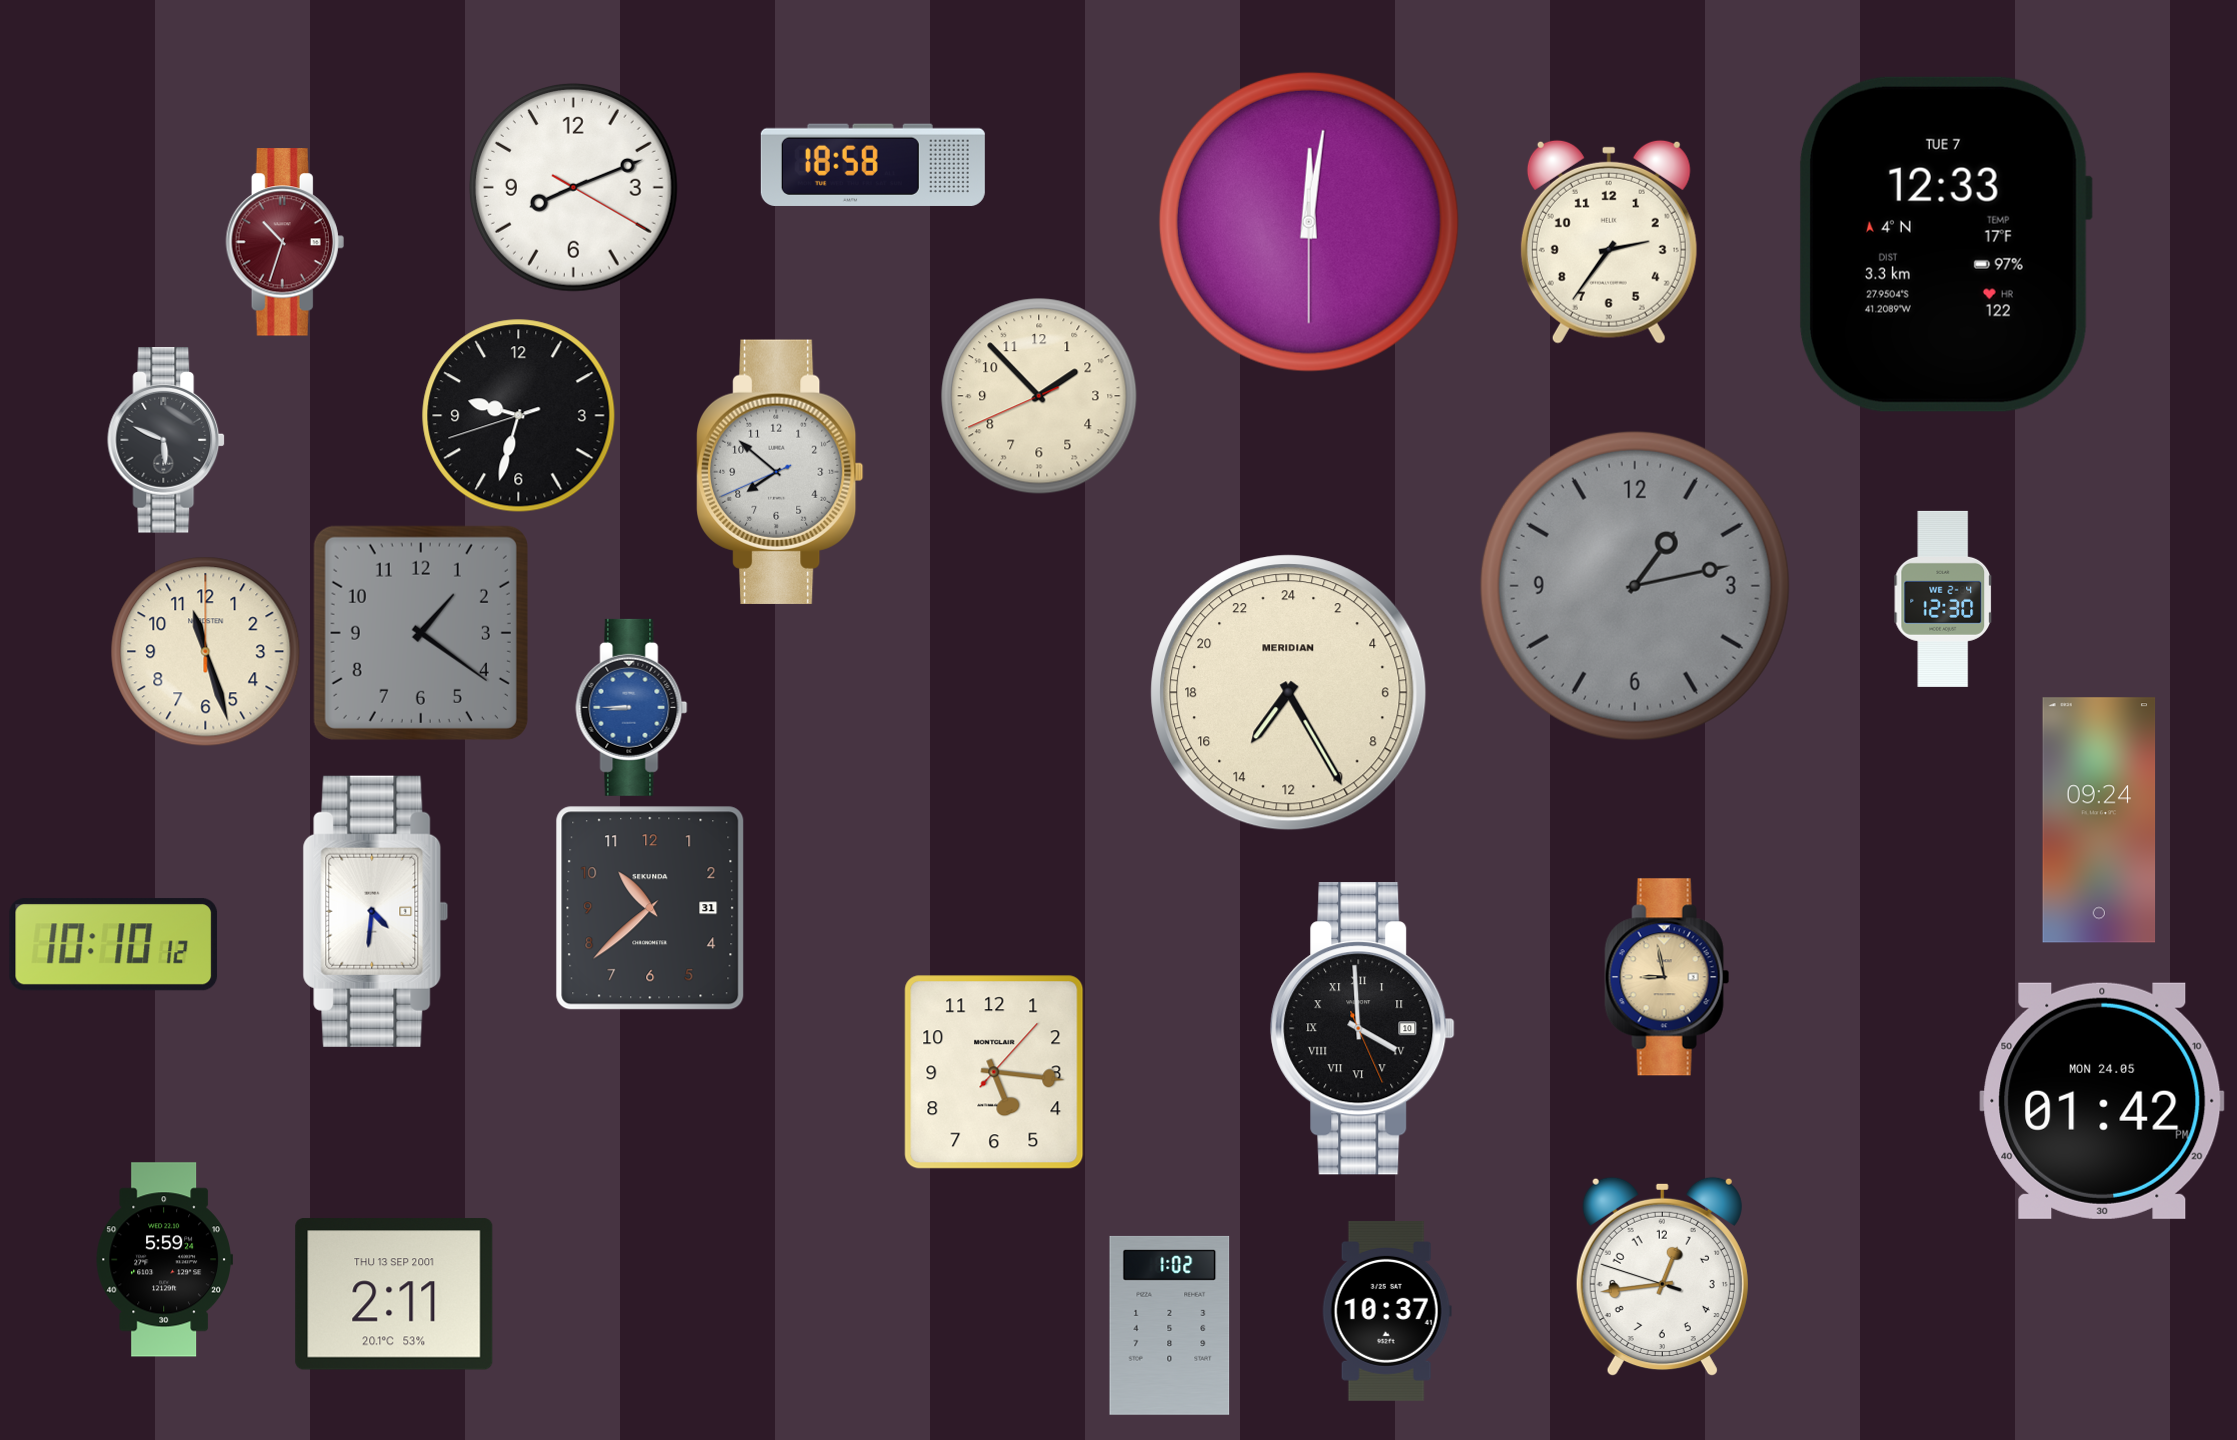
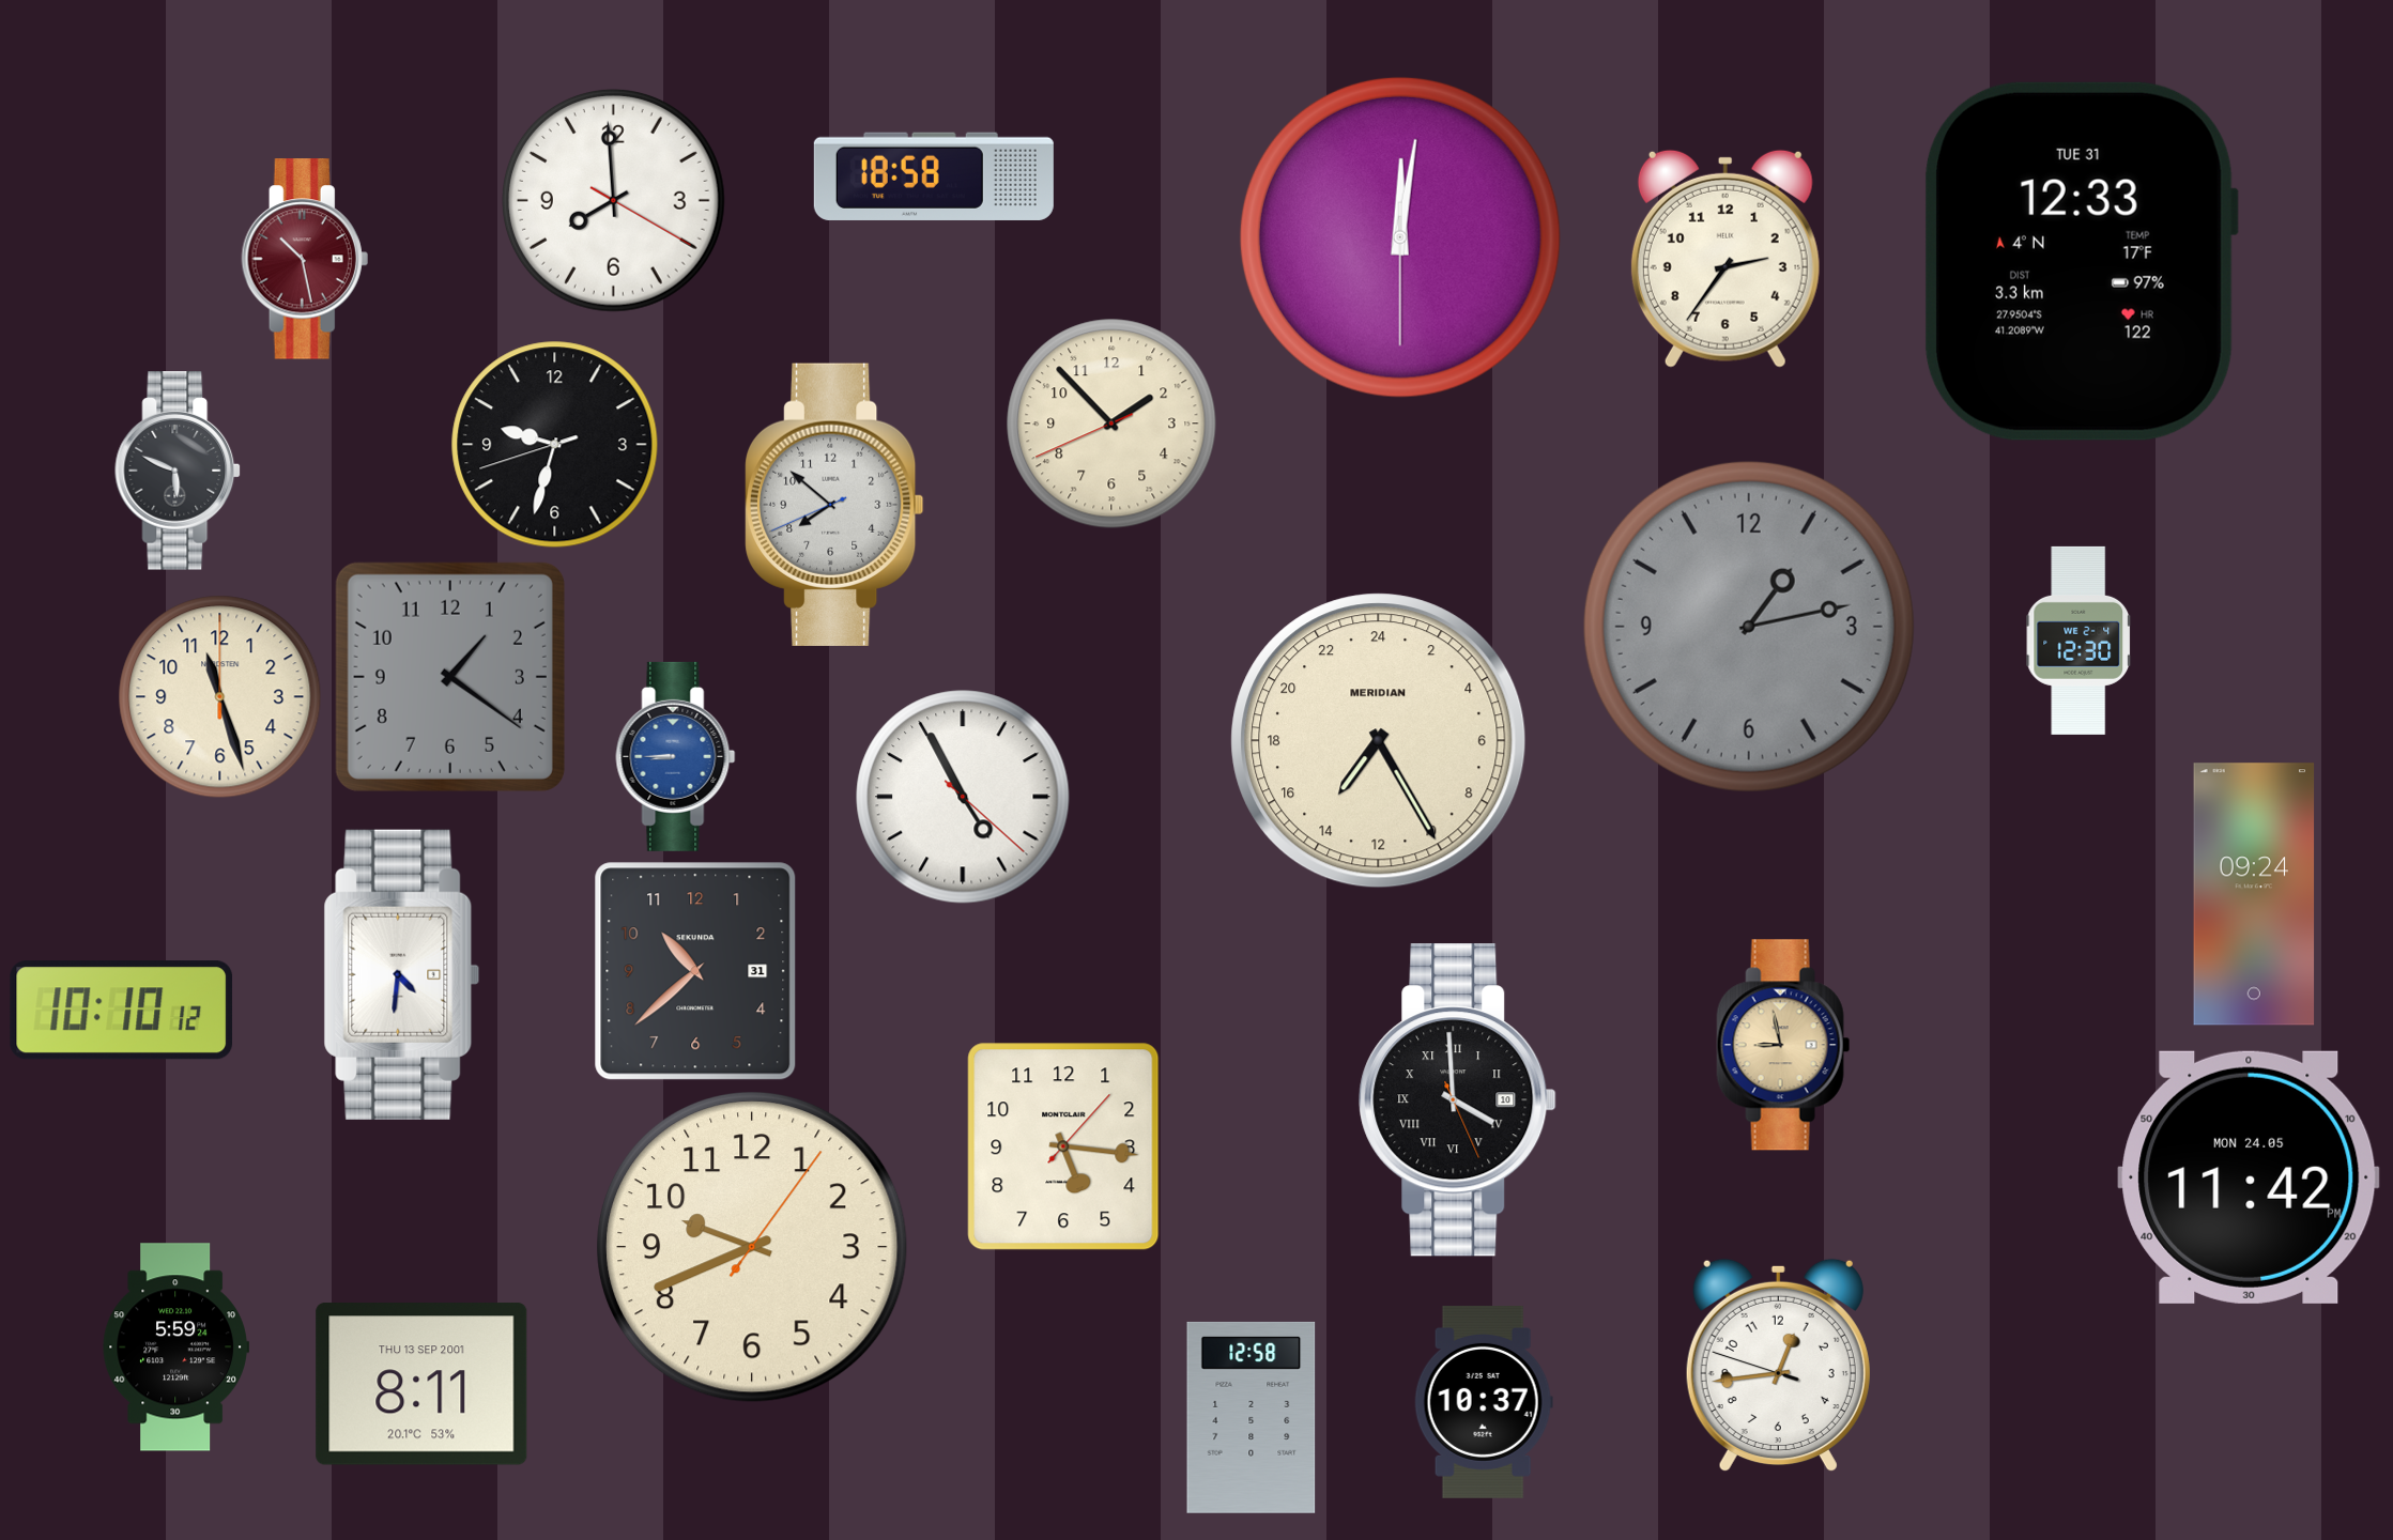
clock at (573, 187): 8:11 -> 7:59
clock at (285, 242): 10:33 -> 10:28
clock at (1609, 242) position: (1609, 242) -> (1725, 259)
clock at (1945, 244) date: TUE 7 -> TUE 31
clock at (963, 797): none -> 4:55
clock at (2099, 820) position: (2099, 820) -> (2254, 894)
clock at (2102, 1101): 01:42 -> 11:42
clock at (753, 1248): none -> 9:41
clock at (394, 1294): 2:11 -> 8:11
clock at (1170, 1325): 1:02 -> 12:58
